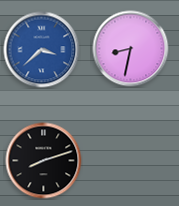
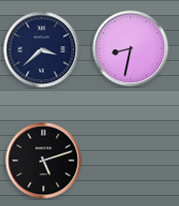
clock at (42, 50) dial: blue -> navy
clock at (44, 161): 8:12 -> 5:12
